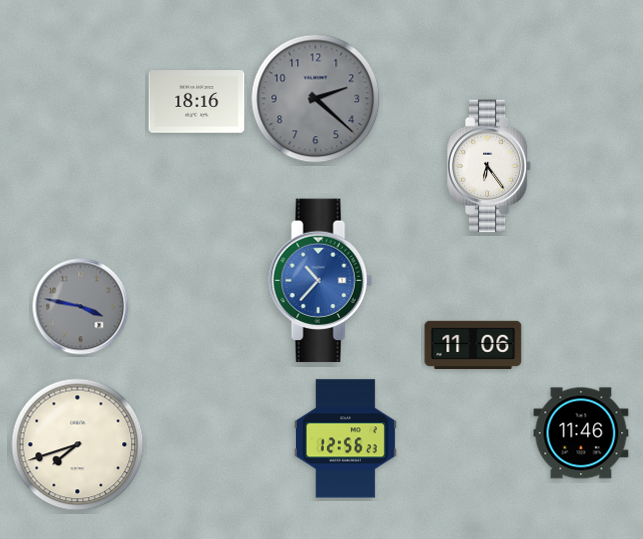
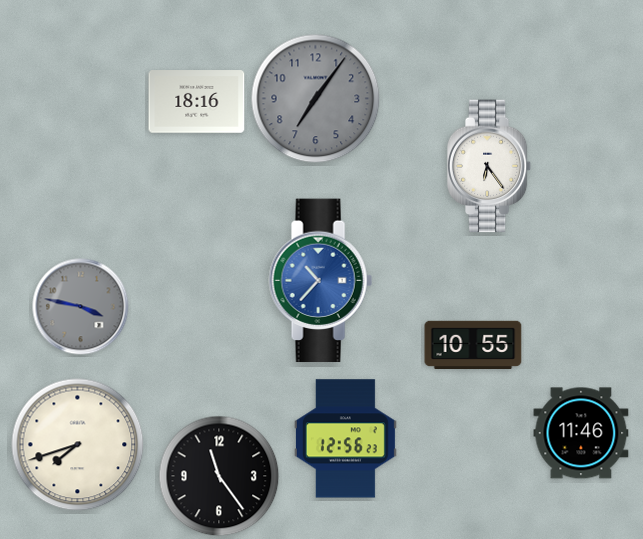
clock at (316, 99): 2:22 -> 7:06
clock at (473, 344): 11:06 -> 10:55
clock at (219, 476): none -> 11:24
